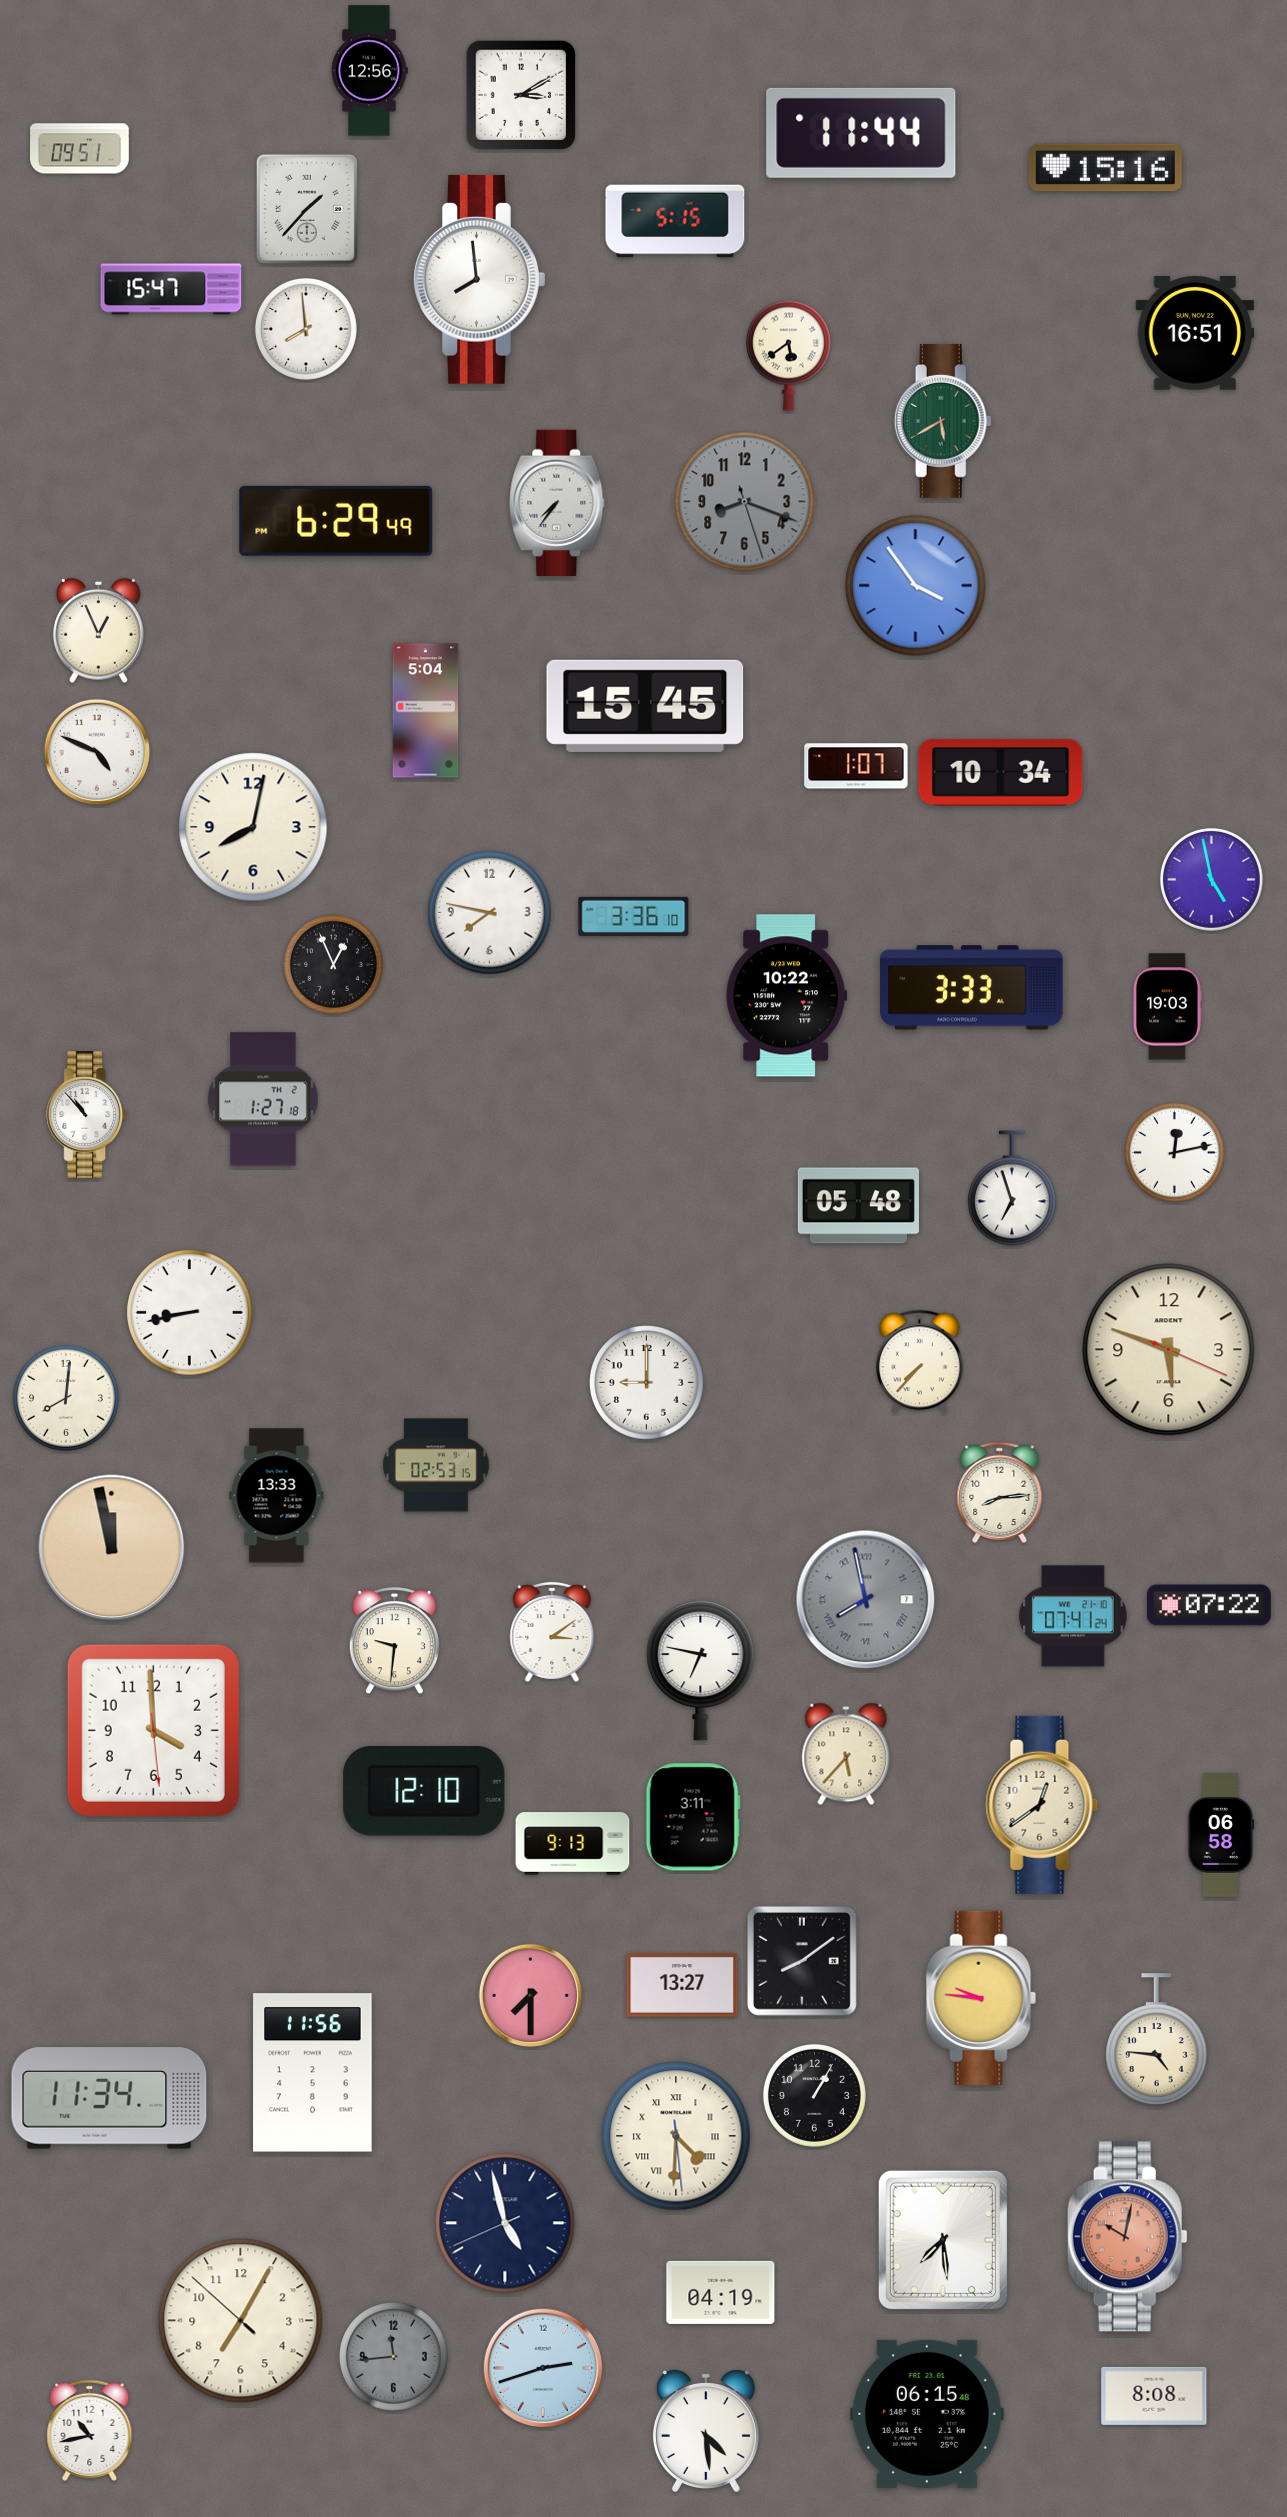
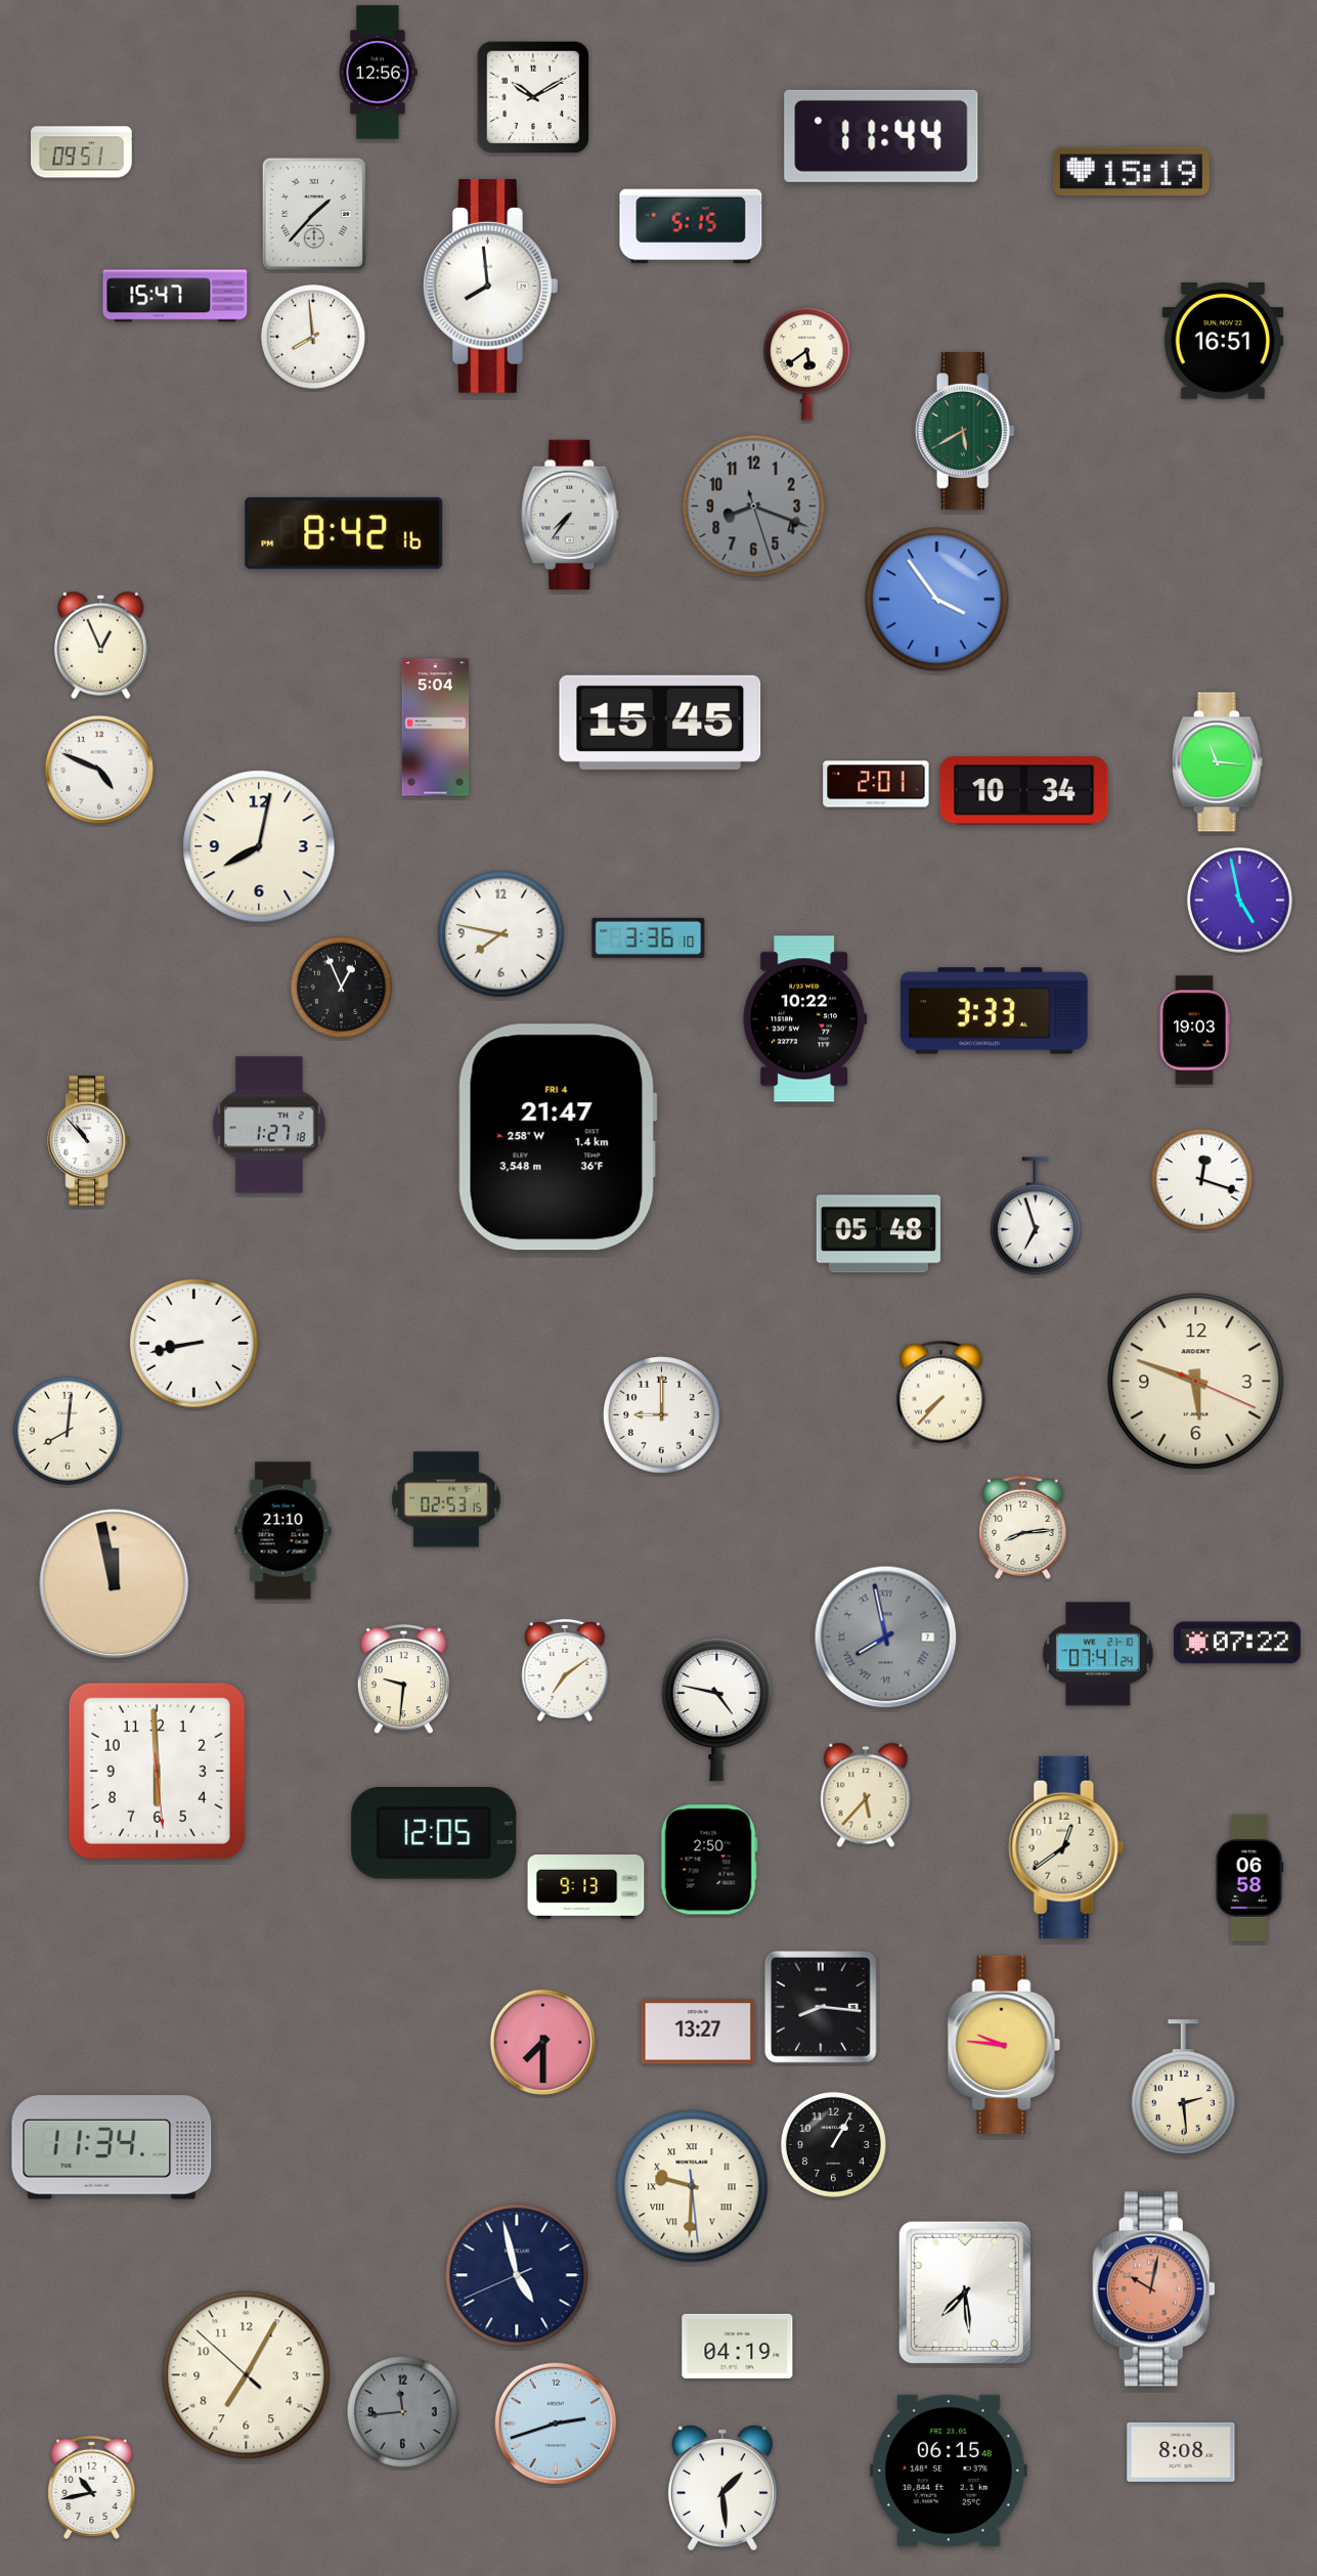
clock at (521, 95): 3:10 -> 10:10
clock at (1105, 168): 15:16 -> 15:19
clock at (745, 502) position: (745, 502) -> (754, 507)
clock at (336, 521): 6:29 -> 8:42
clock at (1217, 762): none -> 11:16
clock at (856, 766): 1:07 -> 2:01
clock at (558, 1137): none -> 21:47
clock at (1174, 1152): 12:13 -> 12:18
clock at (277, 1496): 13:33 -> 21:10
clock at (552, 1632): 3:09 -> 7:09
clock at (701, 1670): 6:47 -> 4:47
clock at (153, 1730): 3:59 -> 5:59
clock at (424, 1792): 12:10 -> 12:05
clock at (693, 1817): 3:11 -> 2:50
clock at (802, 1961): 8:09 -> 8:16
clock at (1157, 2040): 4:46 -> 2:29
clock at (313, 2073): 11:56 -> none
clock at (676, 2136): 4:30 -> 9:30
clock at (706, 2431): 4:29 -> 1:29
